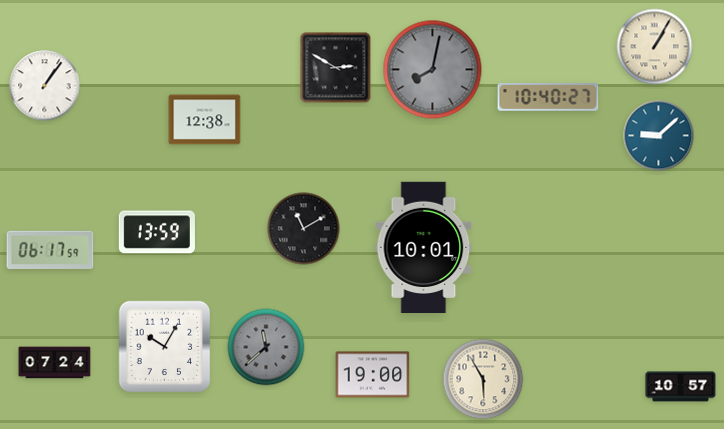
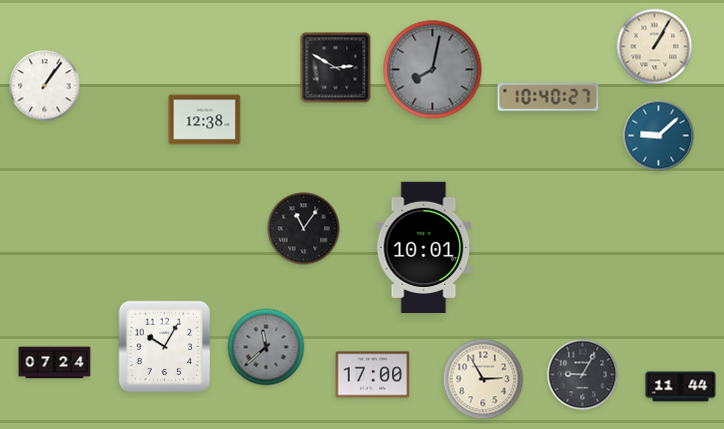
clock at (304, 229): 11:10 -> 11:06
clock at (157, 232): 13:59 -> none
clock at (50, 250): 06:17 -> none
clock at (373, 375): 19:00 -> 17:00
clock at (583, 375): none -> 9:05
clock at (483, 379): 5:55 -> 2:55
clock at (681, 387): 10:57 -> 11:44
